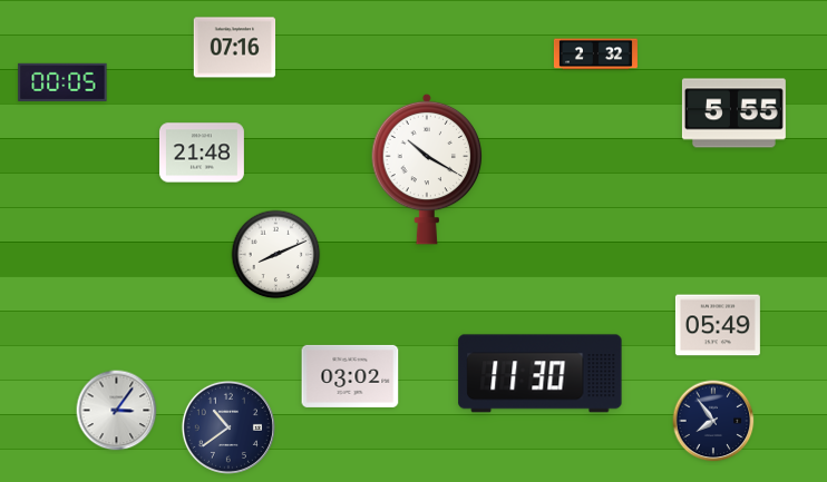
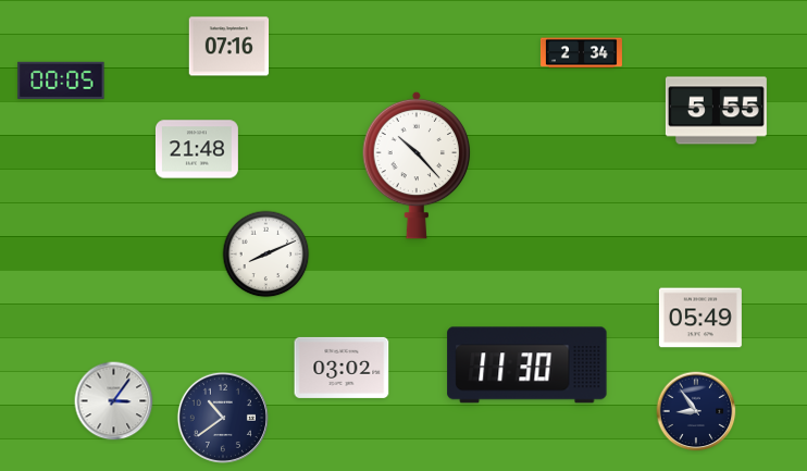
clock at (595, 55): 2:32 -> 2:34
clock at (427, 169): 10:20 -> 10:23
clock at (276, 255) position: (276, 255) -> (266, 255)
clock at (713, 421): 7:54 -> 8:54
